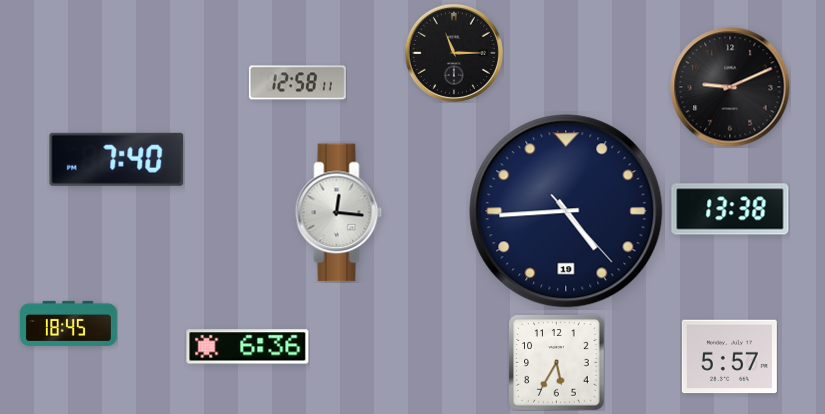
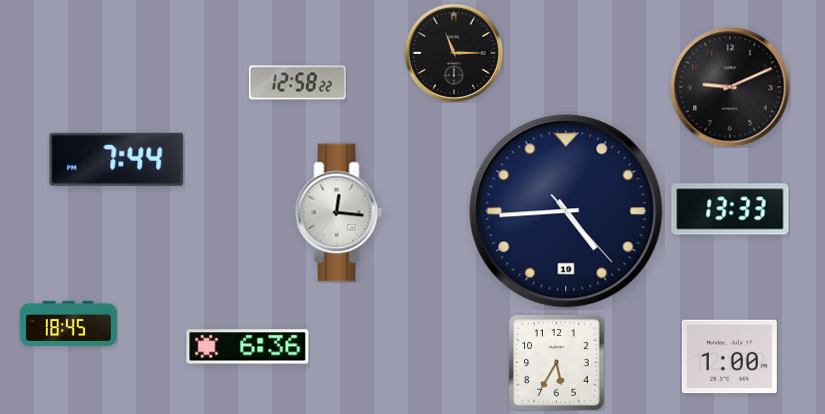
clock at (297, 83): 12:58:11 -> 12:58:22
clock at (117, 159): 7:40 -> 7:44
clock at (730, 209): 13:38 -> 13:33
clock at (729, 357): 5:57 -> 1:00
